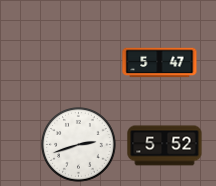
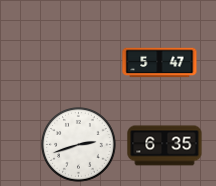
clock at (165, 146): 5:52 -> 6:35
